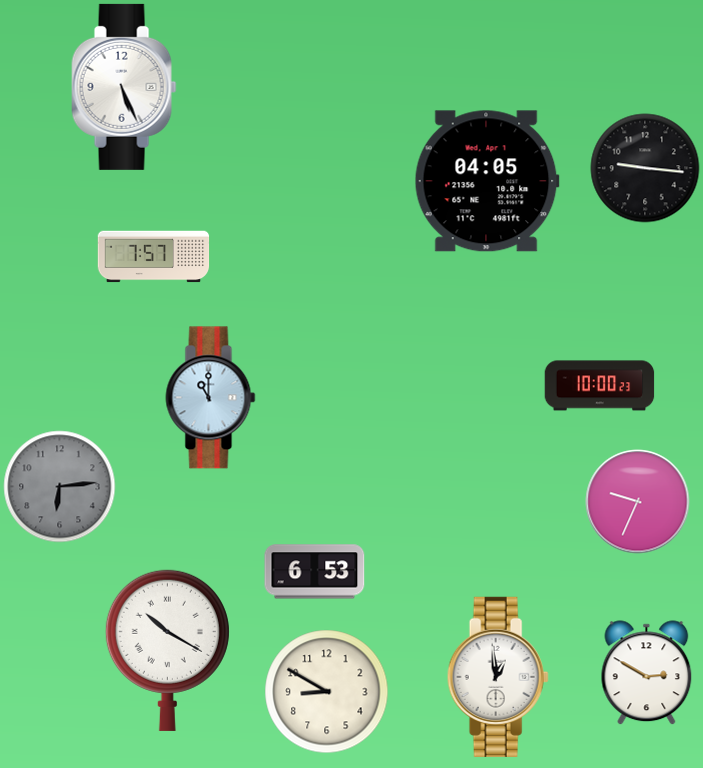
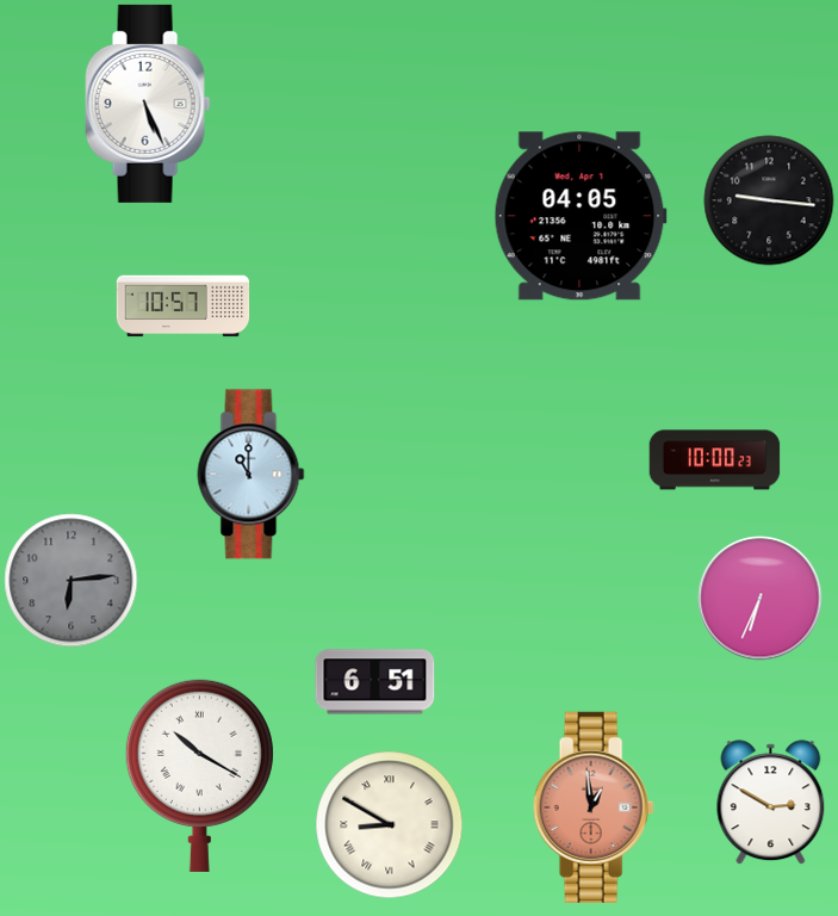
clock at (154, 257): 7:57 -> 10:57
clock at (638, 502): 9:34 -> 6:34
clock at (315, 572): 6:53 -> 6:51
clock at (498, 677) dial: white -> salmon
clock at (327, 692) numerals: Arabic -> Roman
